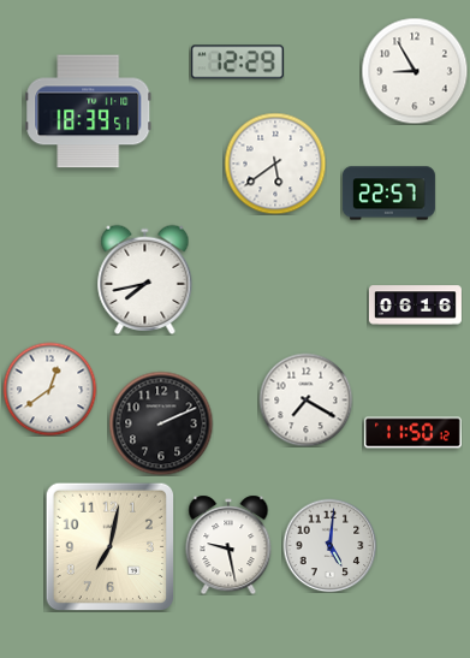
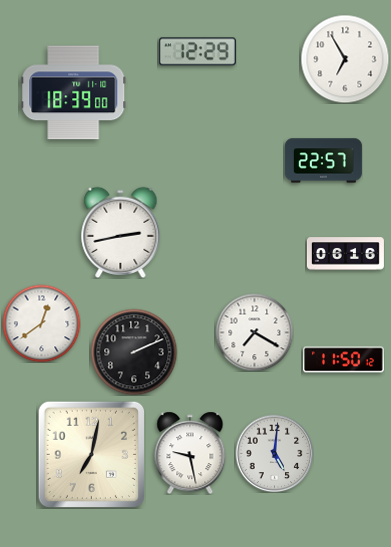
clock at (415, 71): 8:55 -> 6:55
clock at (89, 112): 18:39:51 -> 18:39:00
clock at (275, 164): 5:39 -> none
clock at (145, 279): 7:43 -> 2:43
